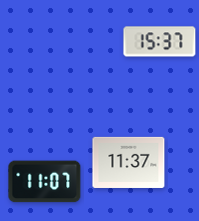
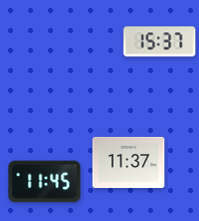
clock at (45, 182): 11:07 -> 11:45
